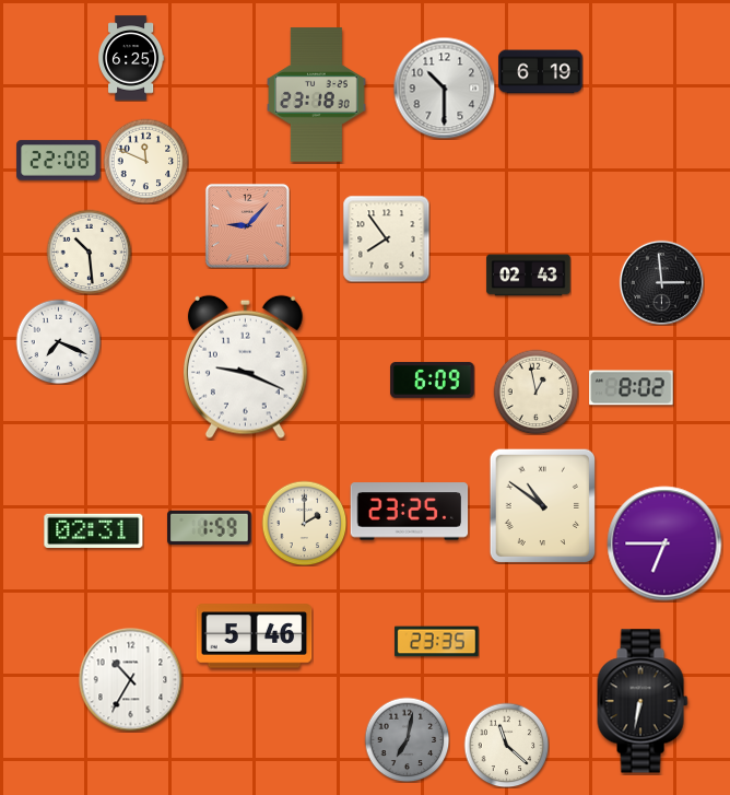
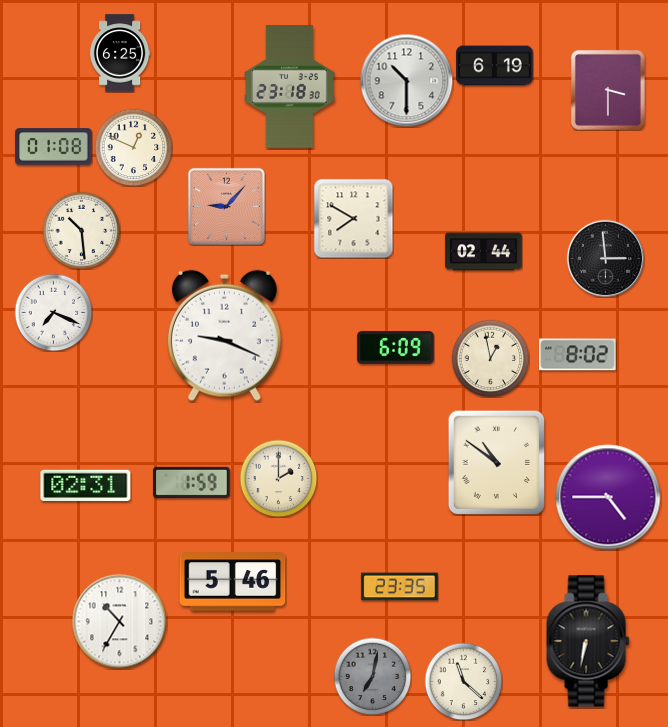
clock at (608, 90): none -> 3:30
clock at (59, 161): 22:08 -> 01:08
clock at (145, 161): 11:49 -> 12:49
clock at (386, 238): 7:54 -> 7:50
clock at (529, 276): 02:43 -> 02:44
clock at (410, 512): 23:25 -> none
clock at (664, 543): 6:45 -> 4:45
